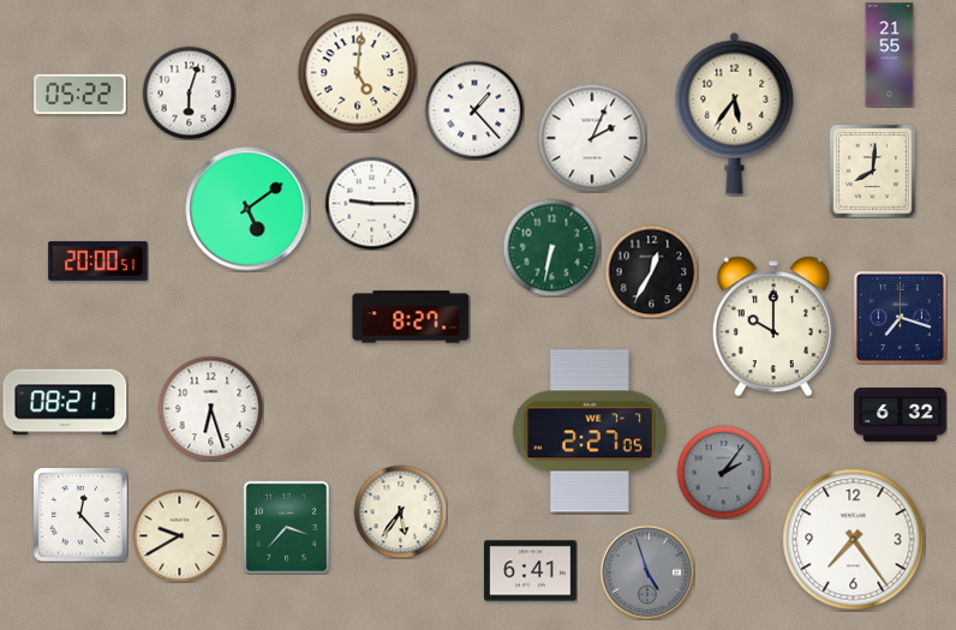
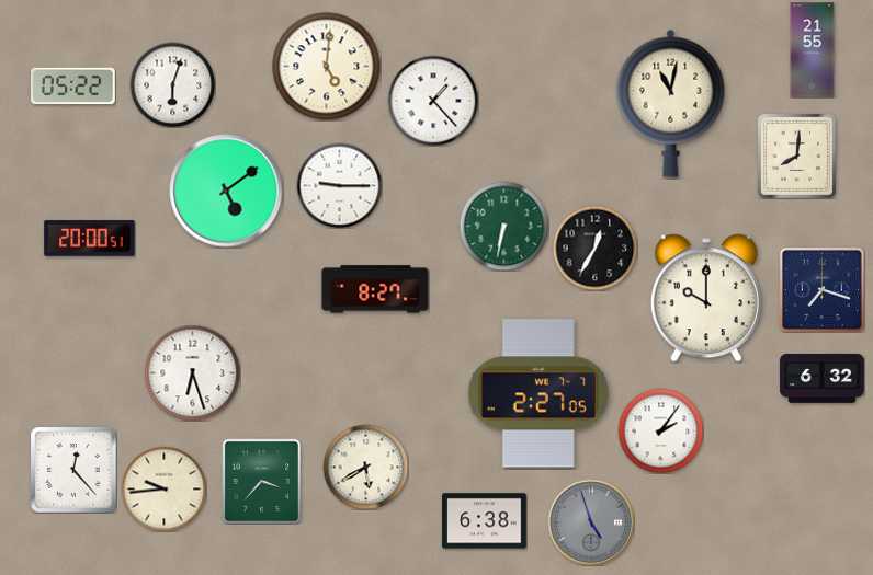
clock at (735, 113): 5:36 -> 11:02
clock at (592, 138): 2:04 -> none
clock at (65, 402): 08:21 -> none
clock at (723, 472) dial: grey -> white
clock at (400, 511): 5:36 -> 5:40
clock at (179, 535): 9:40 -> 9:44
clock at (854, 540): 7:24 -> none
clock at (531, 571): 6:41 -> 6:38
